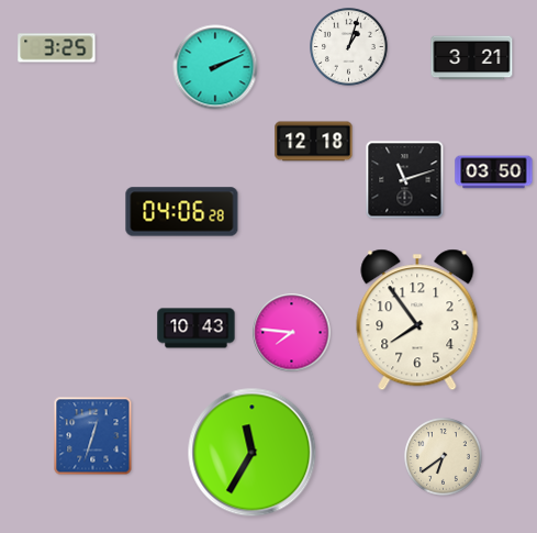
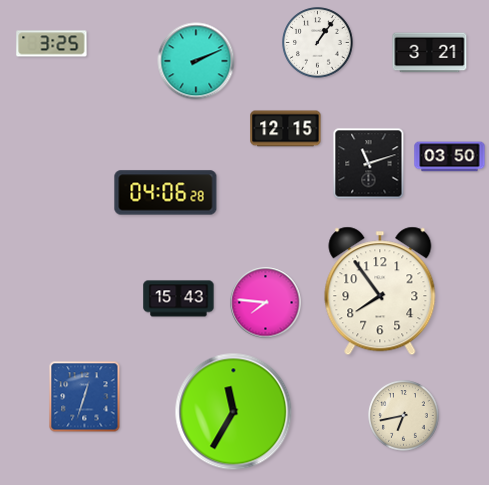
clock at (349, 47): 1:03 -> 1:06
clock at (314, 142): 12:18 -> 12:15
clock at (197, 329): 10:43 -> 15:43
clock at (253, 453) position: (253, 453) -> (234, 412)
clock at (444, 457): 6:39 -> 6:43
